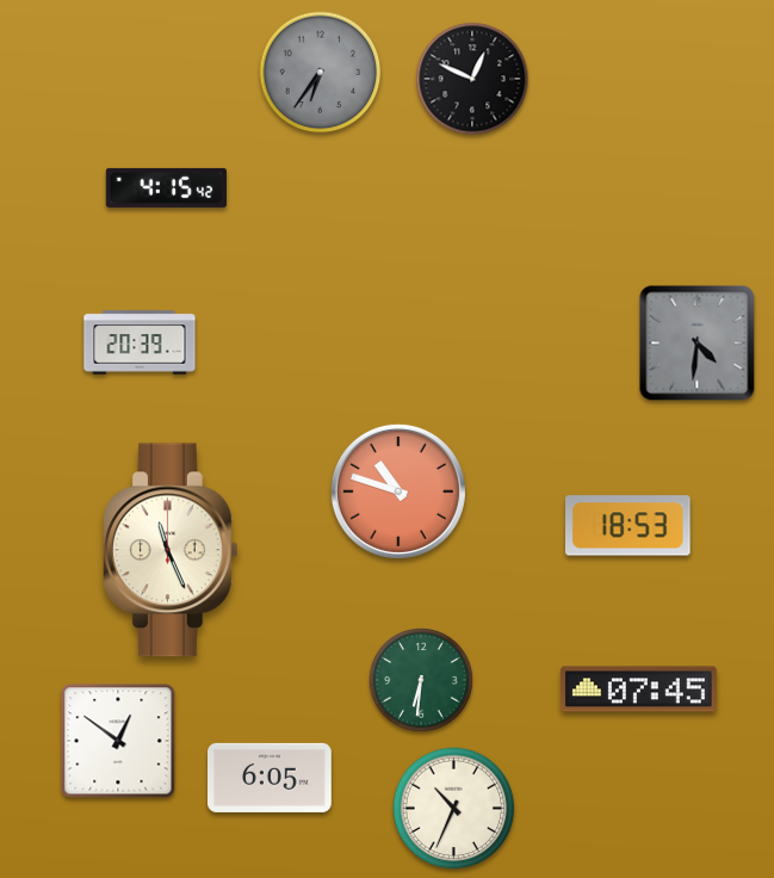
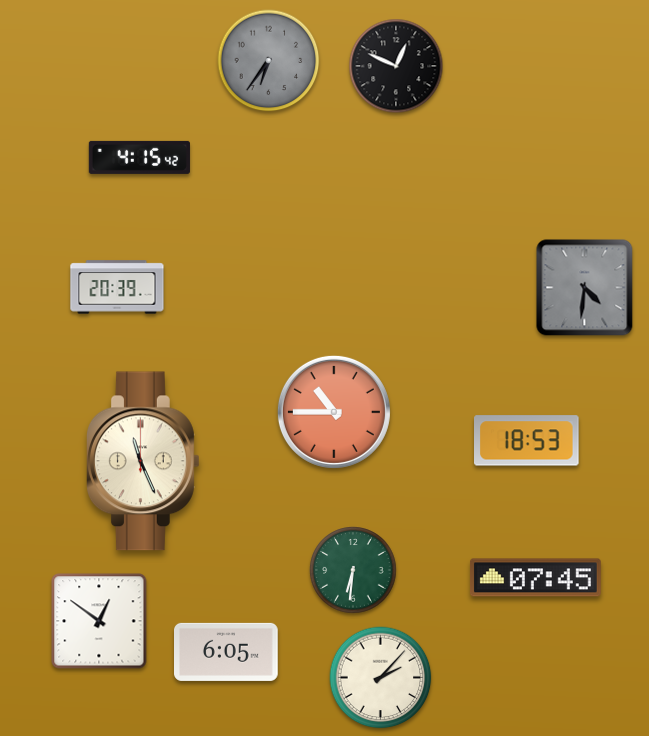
clock at (398, 491): 10:48 -> 10:45
clock at (454, 809): 10:34 -> 2:07
